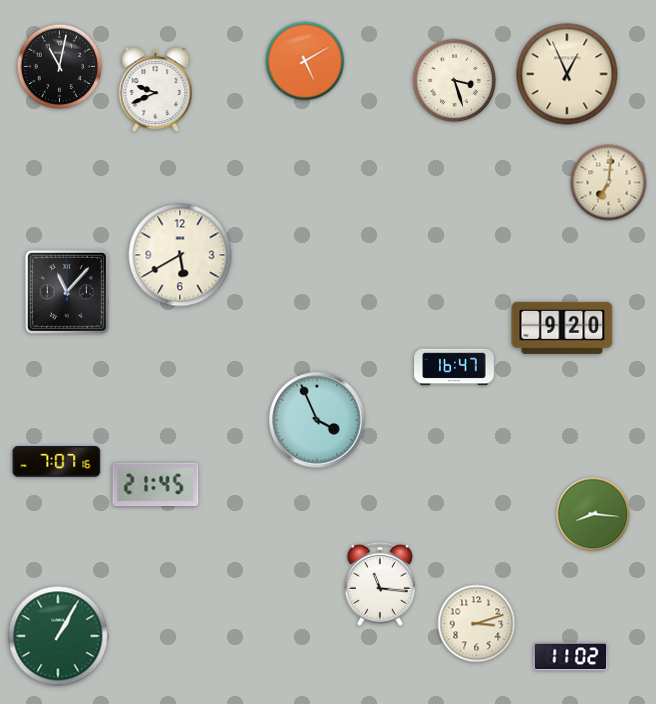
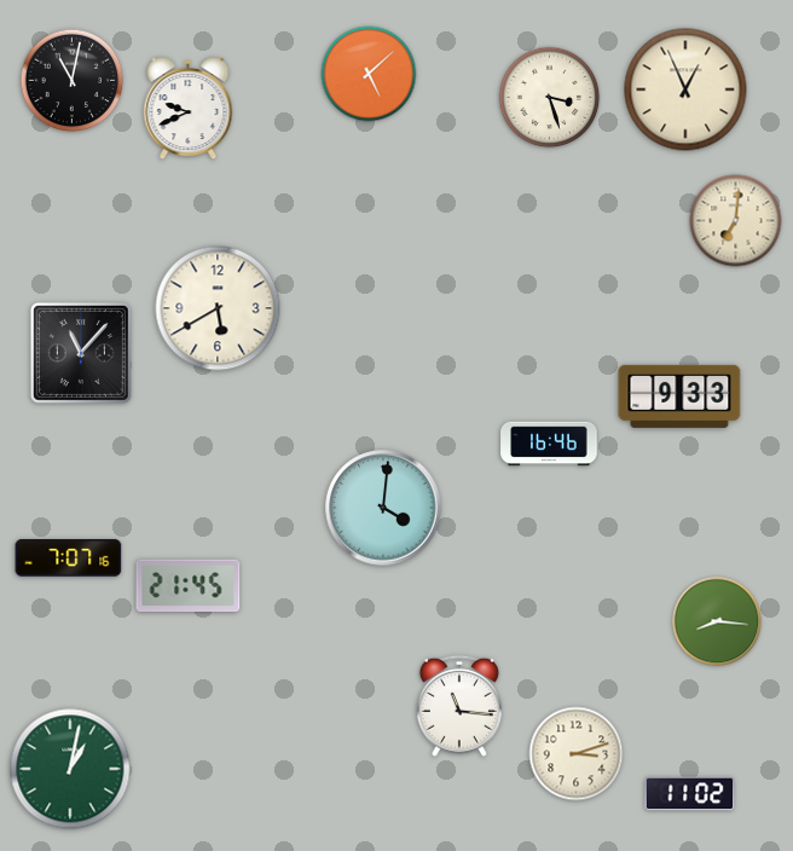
clock at (305, 61): 5:10 -> 5:08
clock at (562, 328): 9:20 -> 9:33
clock at (454, 367): 16:47 -> 16:46
clock at (317, 420): 3:56 -> 4:01
clock at (58, 636): 1:05 -> 1:02
